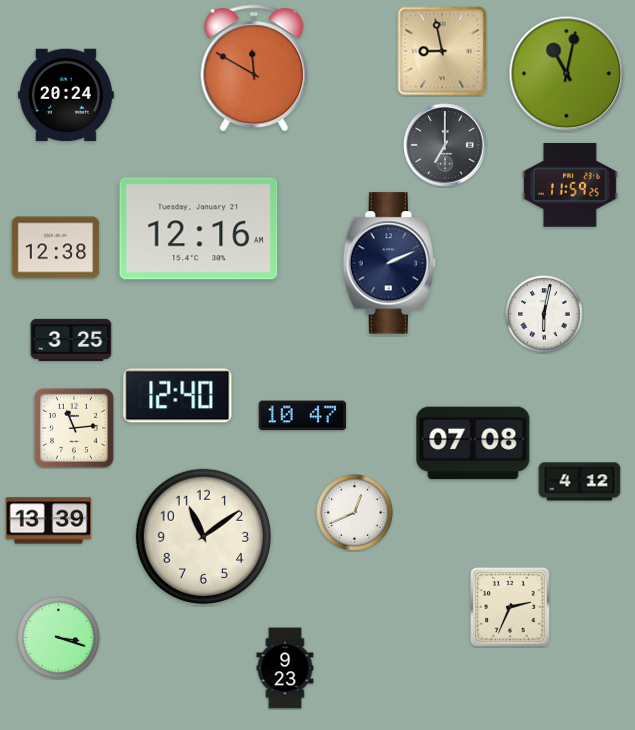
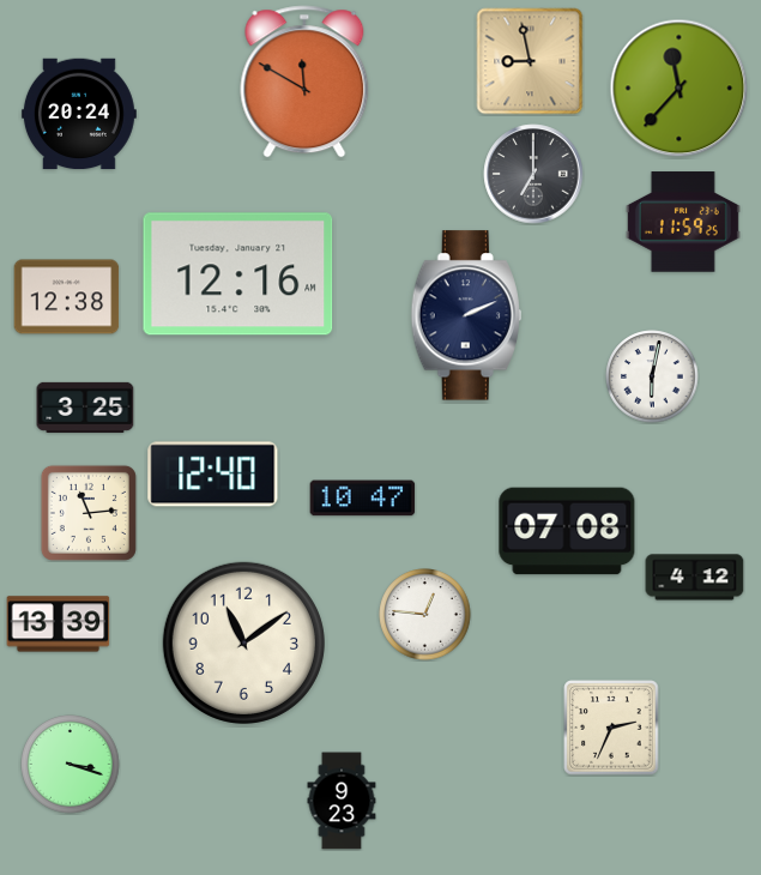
clock at (567, 74): 11:02 -> 11:37
clock at (355, 513): 12:41 -> 12:46
